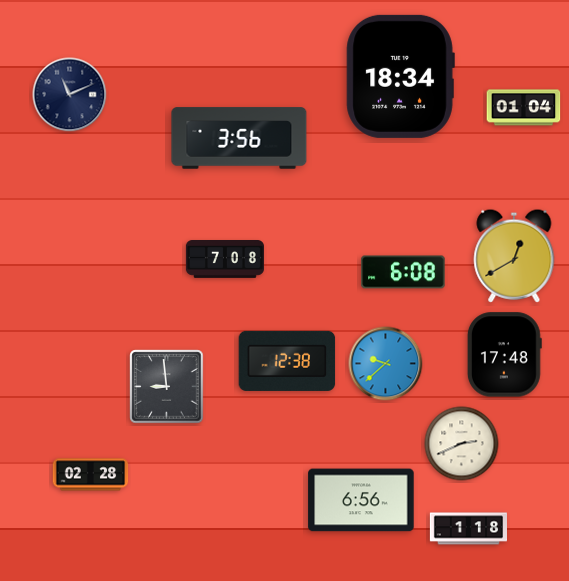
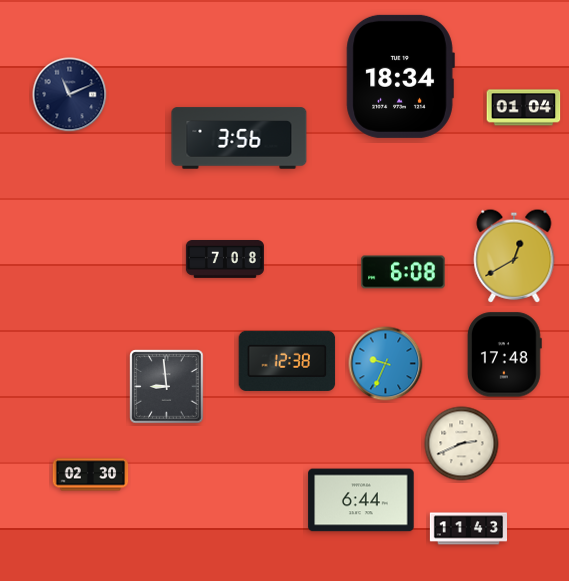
clock at (386, 364): 9:38 -> 9:34
clock at (91, 475): 02:28 -> 02:30
clock at (361, 500): 6:56 -> 6:44
clock at (468, 529): 1:18 -> 11:43
